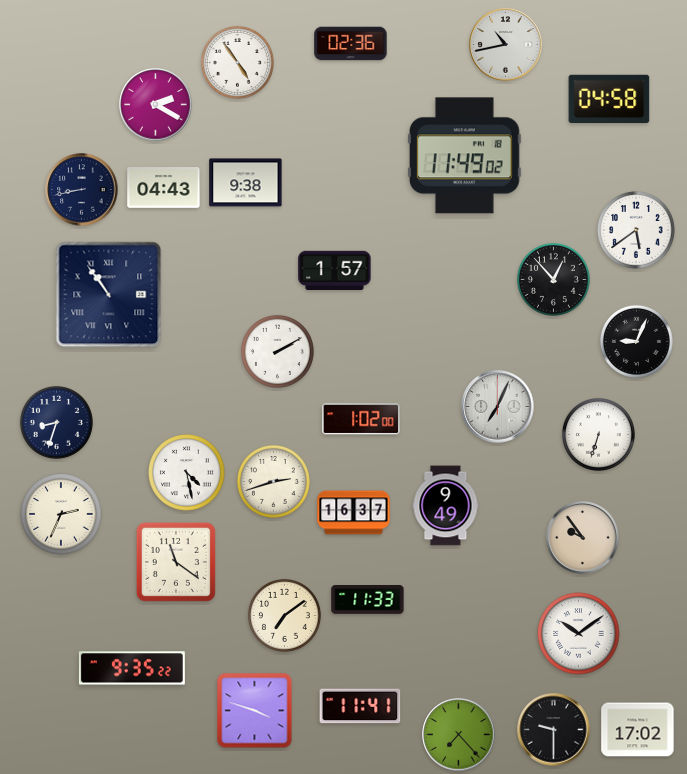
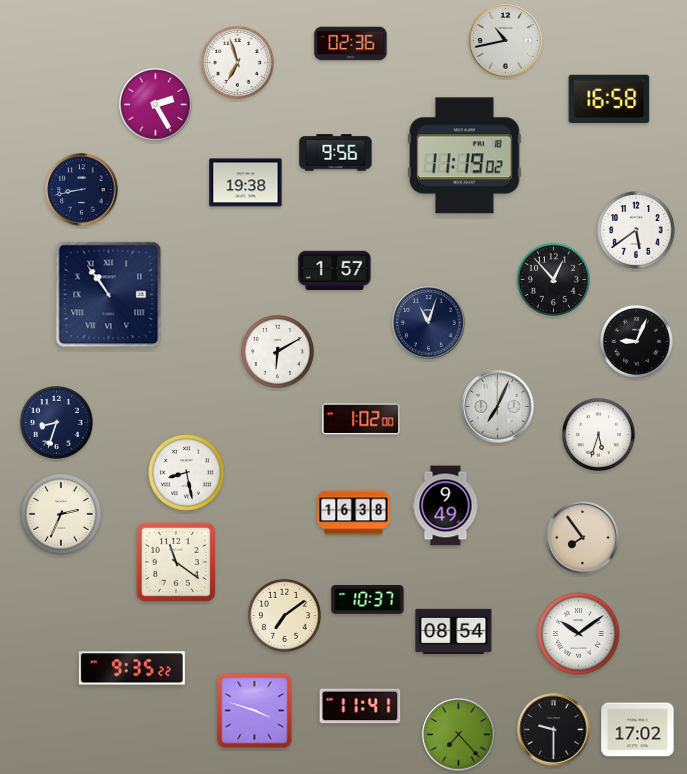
clock at (506, 45) position: (506, 45) -> (506, 41)
clock at (237, 62): 4:54 -> 6:57
clock at (609, 99): 04:58 -> 16:58
clock at (156, 105): 2:20 -> 2:25
clock at (336, 153): none -> 9:56
clock at (464, 156): 11:49 -> 11:19
clock at (246, 183): 9:38 -> 19:38
clock at (164, 188): 04:43 -> none
clock at (429, 323): none -> 11:03
clock at (277, 351): 2:10 -> 6:10
clock at (598, 434): 6:33 -> 5:33
clock at (187, 473): 4:28 -> 8:28
clock at (273, 481): 2:42 -> none
clock at (354, 513): 16:37 -> 16:38
clock at (583, 538): 9:54 -> 7:54
clock at (368, 600): 11:33 -> 10:37
clock at (454, 631): none -> 08:54
